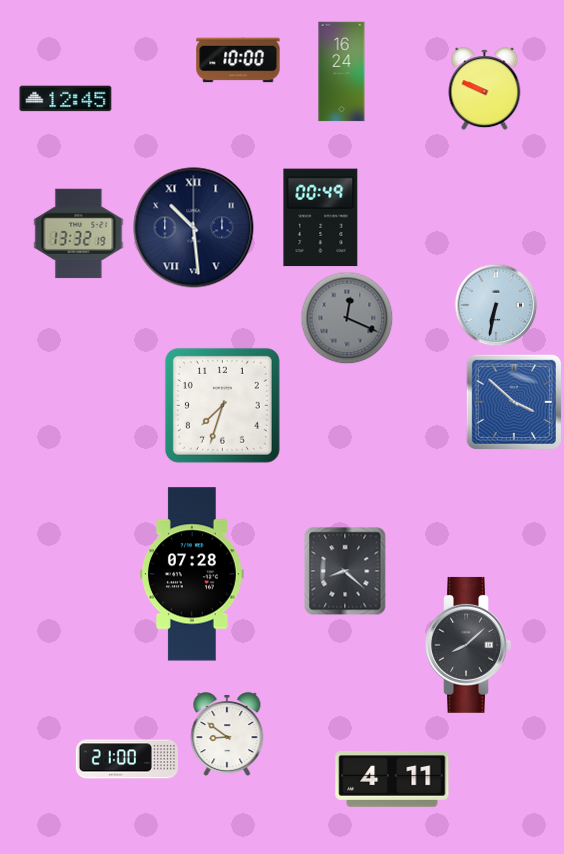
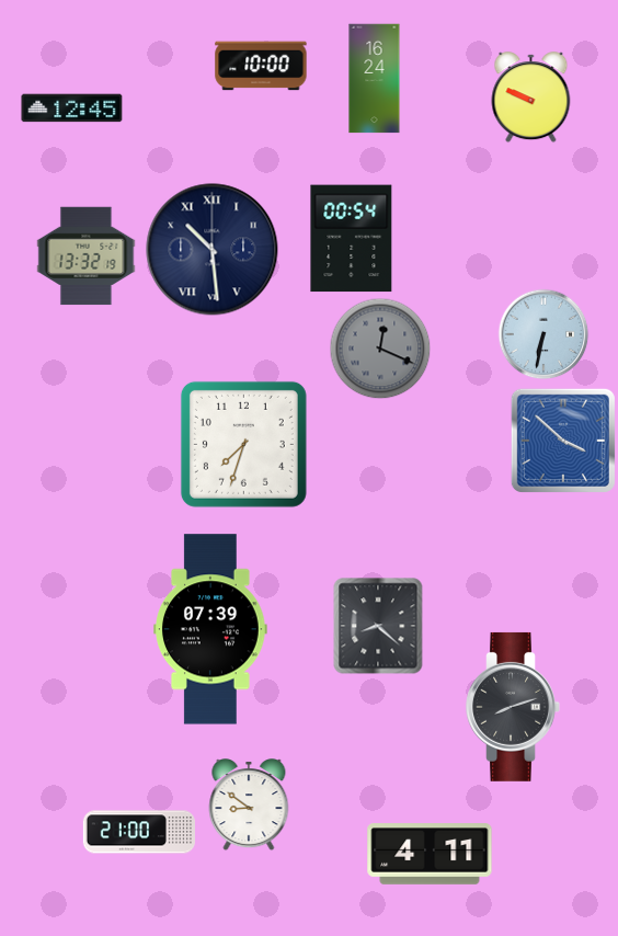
clock at (321, 218): 00:49 -> 00:54
clock at (193, 574): 07:28 -> 07:39
clock at (468, 645): 8:08 -> 8:12
